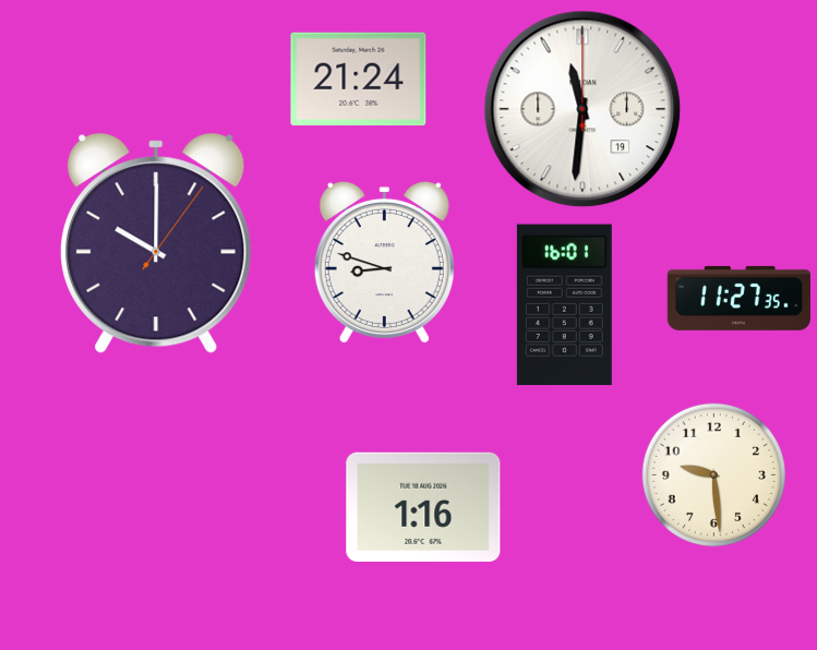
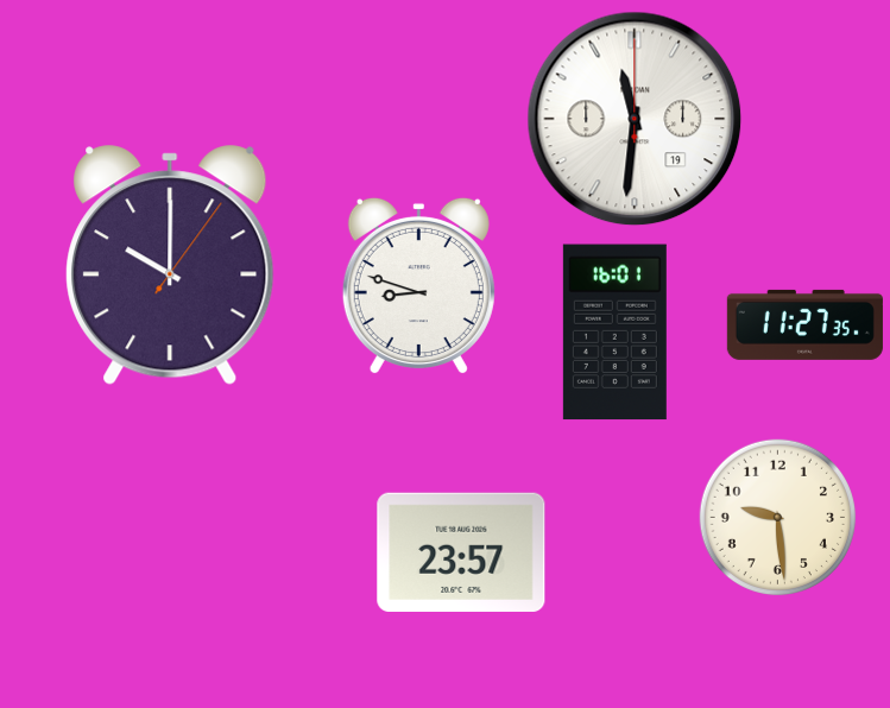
clock at (359, 80): 21:24 -> none
clock at (423, 507): 1:16 -> 23:57
